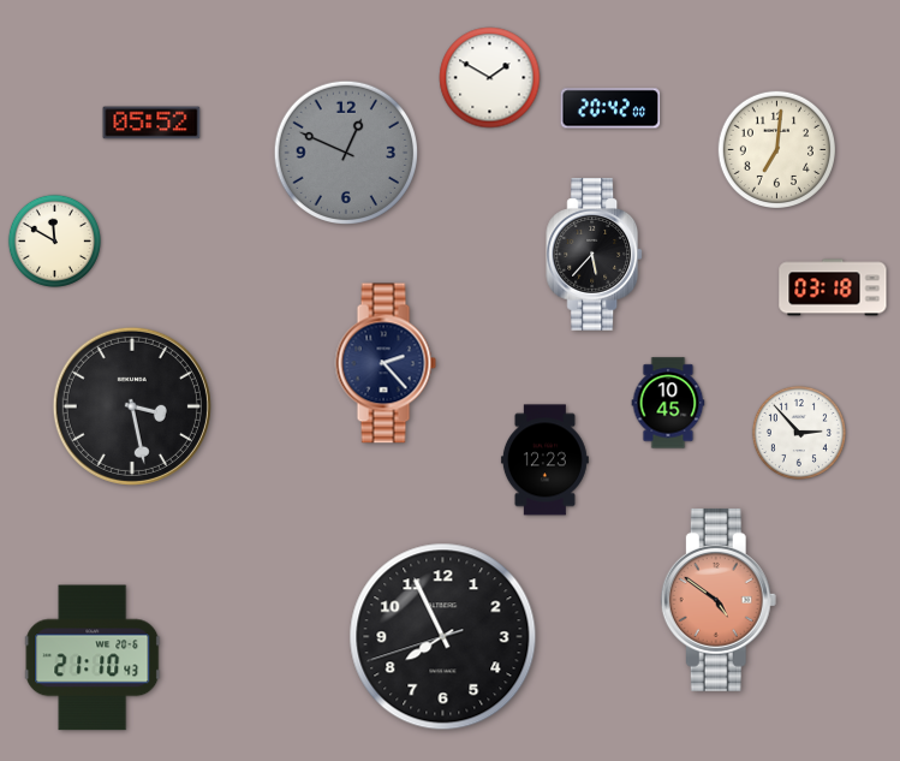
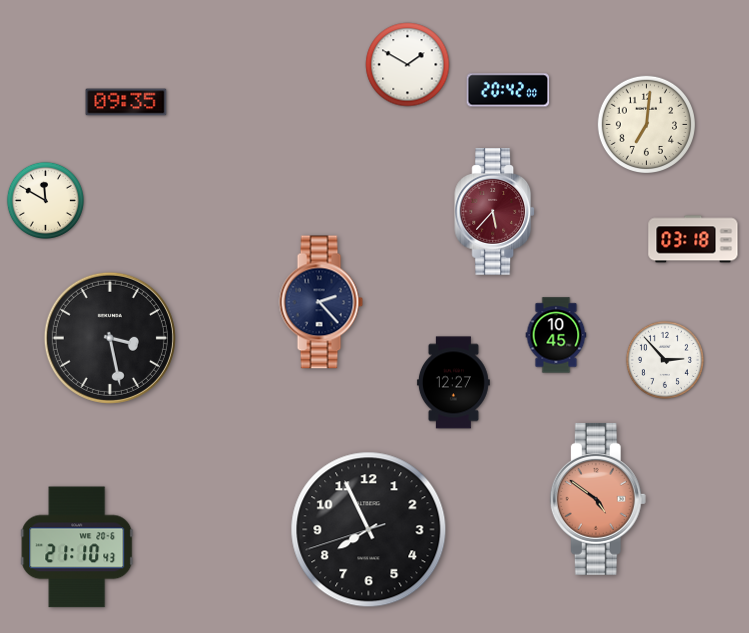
clock at (151, 123): 05:52 -> 09:35
clock at (345, 151): 12:49 -> none
clock at (595, 255) dial: black -> burgundy
clock at (544, 460): 12:23 -> 12:27
